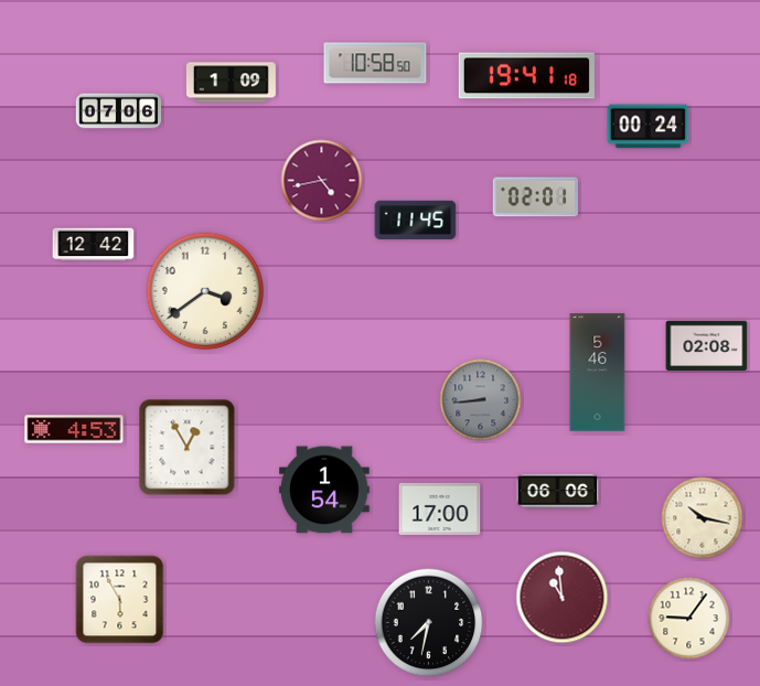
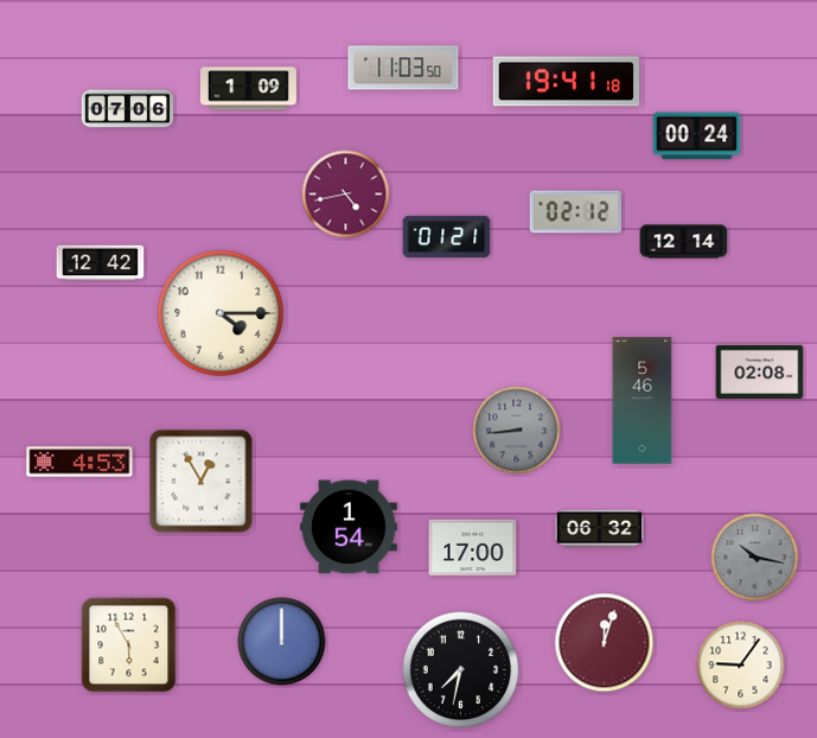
clock at (375, 63): 10:58 -> 11:03
clock at (119, 111) position: (119, 111) -> (128, 109)
clock at (535, 197): 02:01 -> 02:12
clock at (416, 219): 11:45 -> 01:21
clock at (684, 242): none -> 12:14
clock at (205, 291): 3:39 -> 4:15
clock at (558, 492): 06:06 -> 06:32
clock at (703, 518) dial: cream -> grey
clock at (282, 642): none -> 12:00
clock at (563, 598): 10:59 -> 12:03
